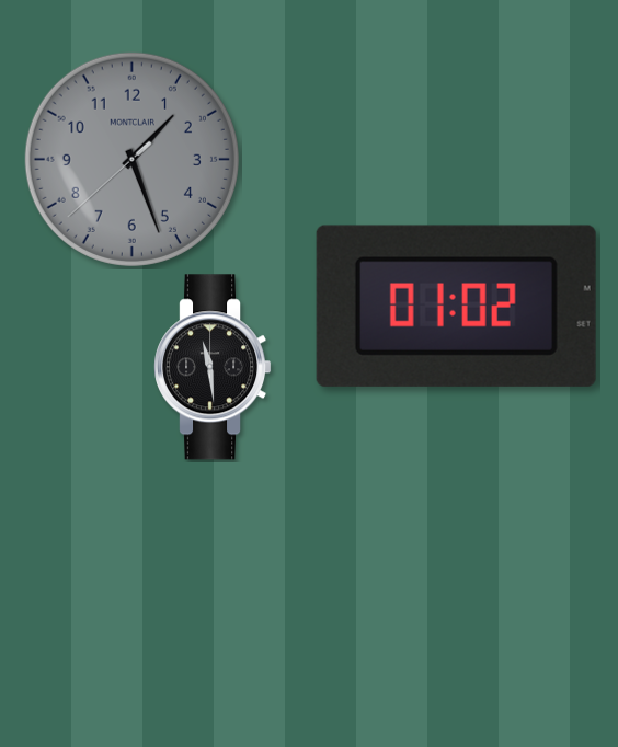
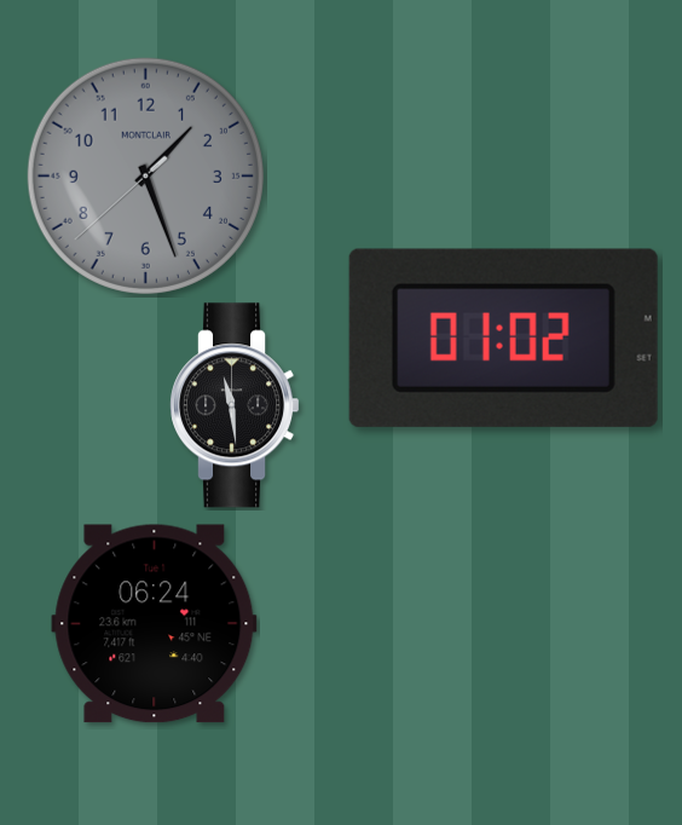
clock at (155, 624): none -> 06:24
